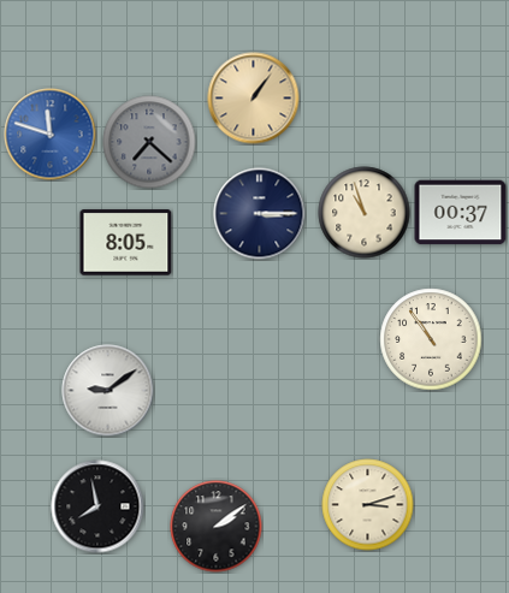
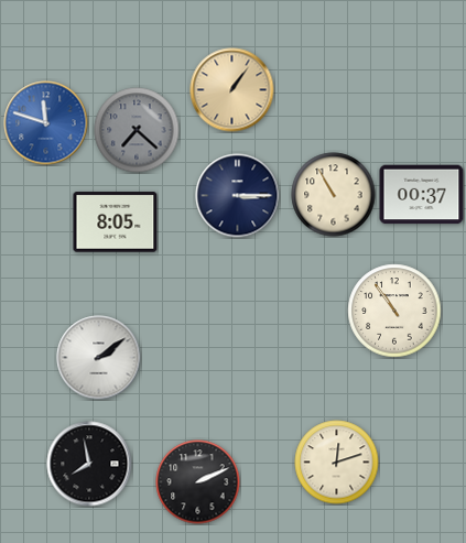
clock at (365, 213): 10:57 -> 10:55
clock at (108, 391): 9:09 -> 2:09
clock at (368, 505): 3:12 -> 12:12
clock at (217, 527): 2:09 -> 2:11
